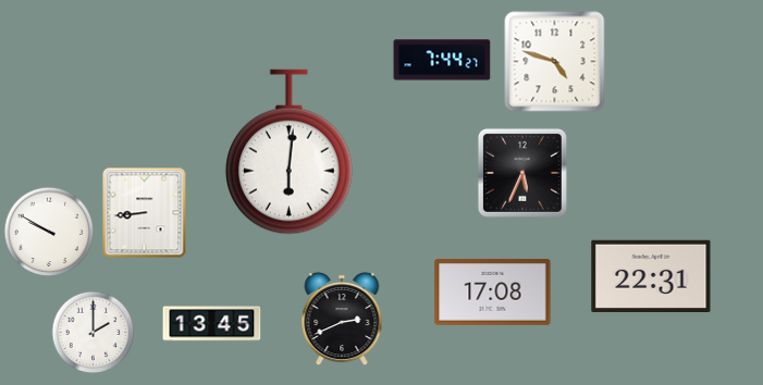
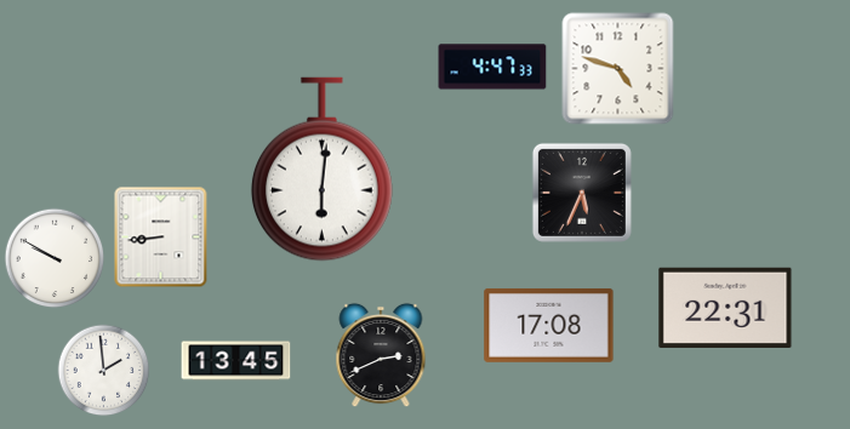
clock at (442, 60): 7:44 -> 4:47
clock at (94, 333): 2:00 -> 1:59
